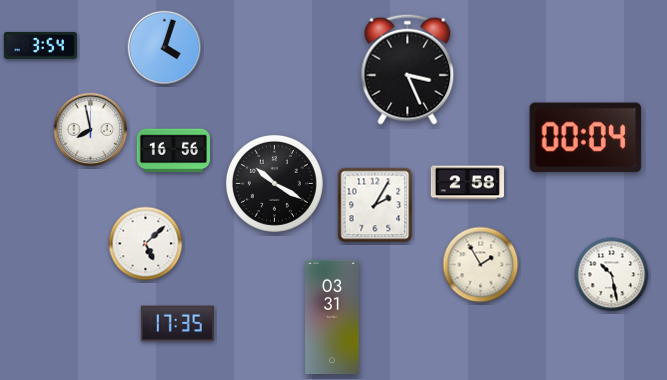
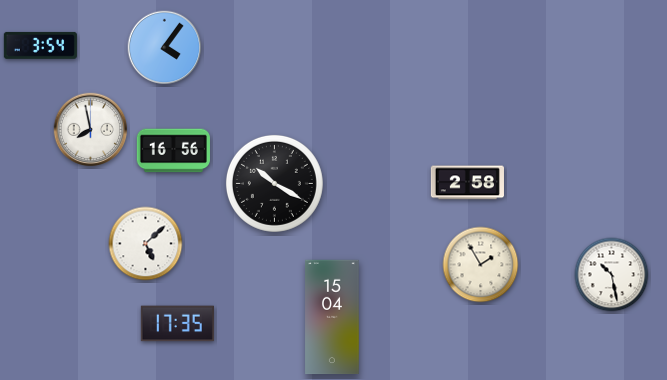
clock at (165, 48): 4:03 -> 4:06
clock at (408, 69): 3:26 -> none
clock at (586, 138): 00:04 -> none
clock at (375, 205): 2:05 -> none
clock at (332, 317): 03:31 -> 15:04
